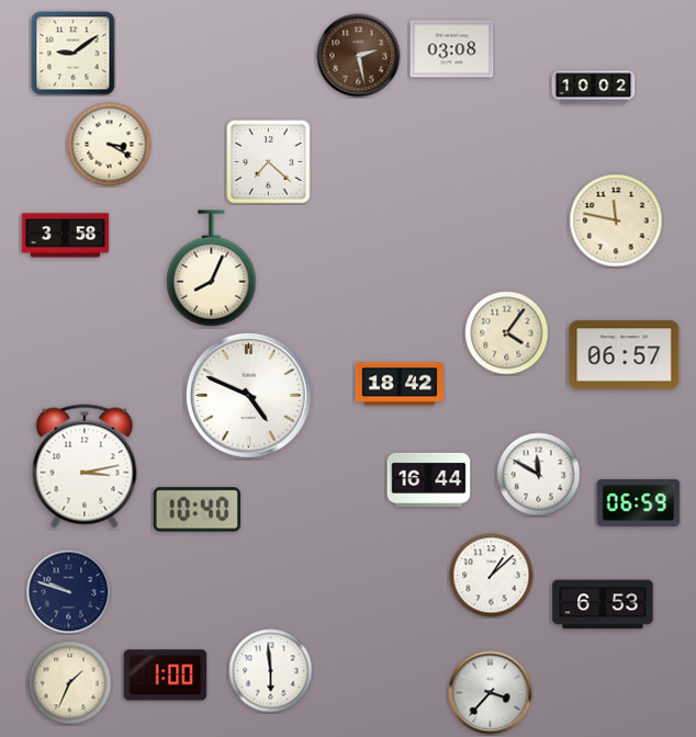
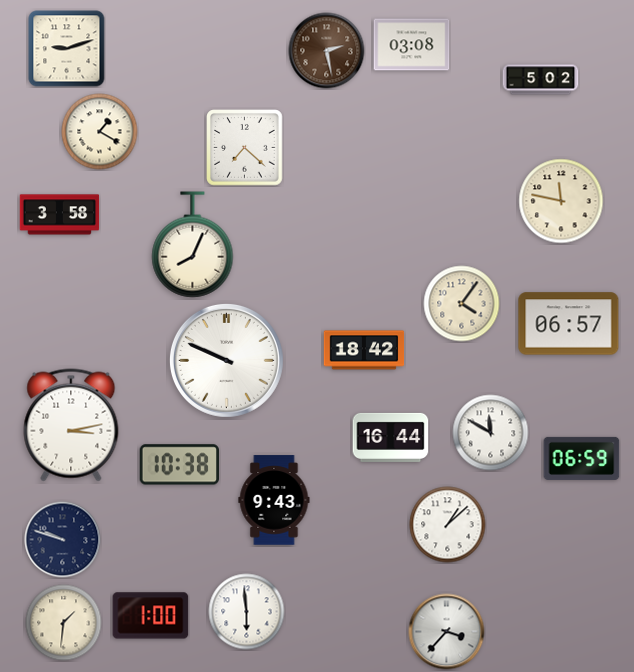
clock at (74, 54): 9:09 -> 9:12
clock at (594, 88): 10:02 -> 5:02
clock at (110, 145): 3:20 -> 1:20
clock at (248, 395): 4:49 -> 9:49
clock at (85, 466) position: (85, 466) -> (71, 425)
clock at (197, 510): 10:40 -> 10:38
clock at (274, 500): none -> 9:43
clock at (603, 604): 6:53 -> none
clock at (70, 683): 1:34 -> 1:31
